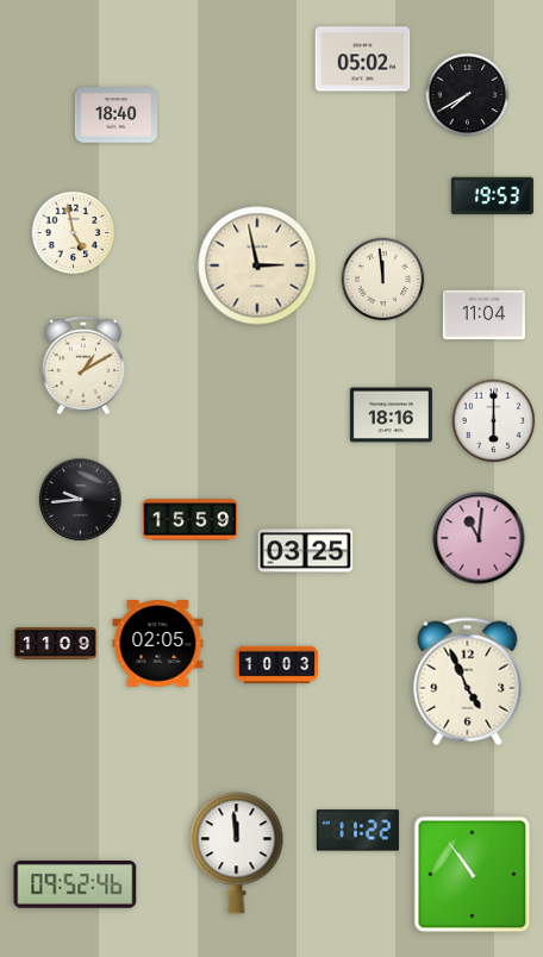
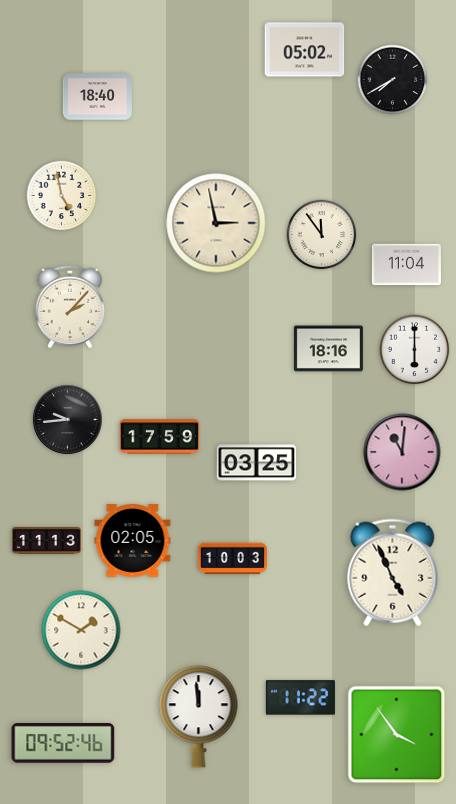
clock at (492, 196): 19:53 -> none
clock at (383, 280): 11:59 -> 11:54
clock at (83, 365): 1:10 -> 2:07
clock at (494, 421) position: (494, 421) -> (415, 350)
clock at (191, 520): 15:59 -> 17:59
clock at (55, 644): 11:09 -> 11:13
clock at (81, 630): none -> 1:50
clock at (473, 875): 10:54 -> 3:54
